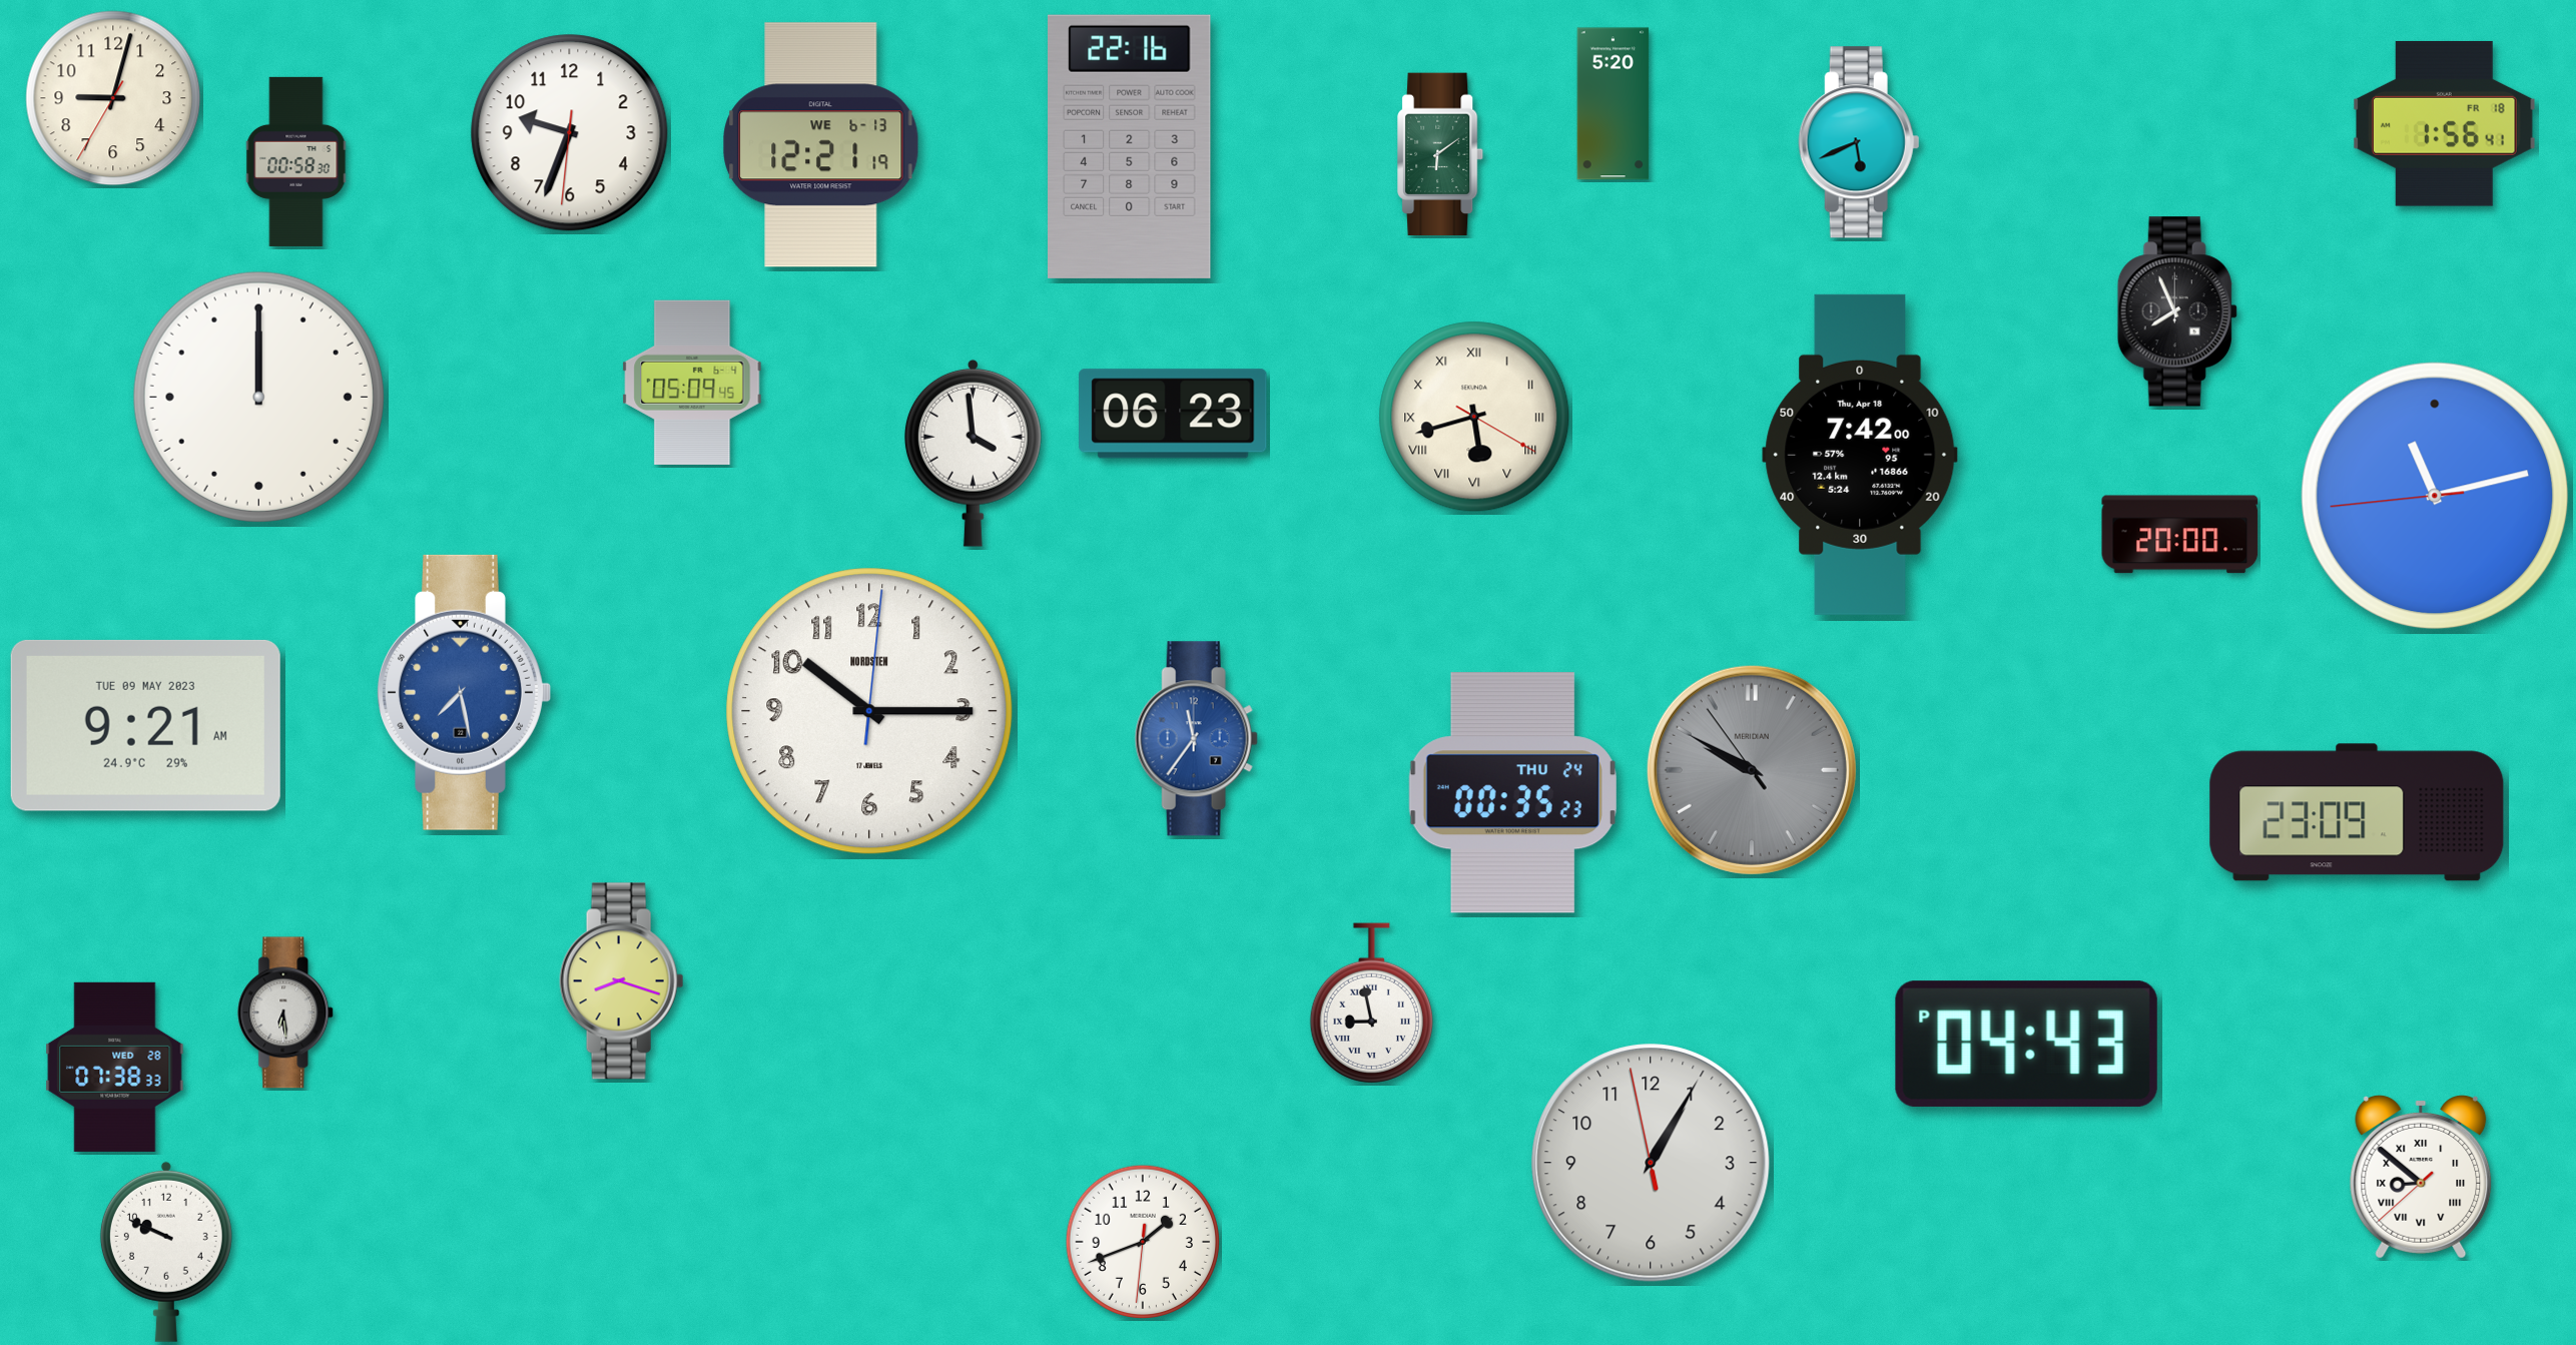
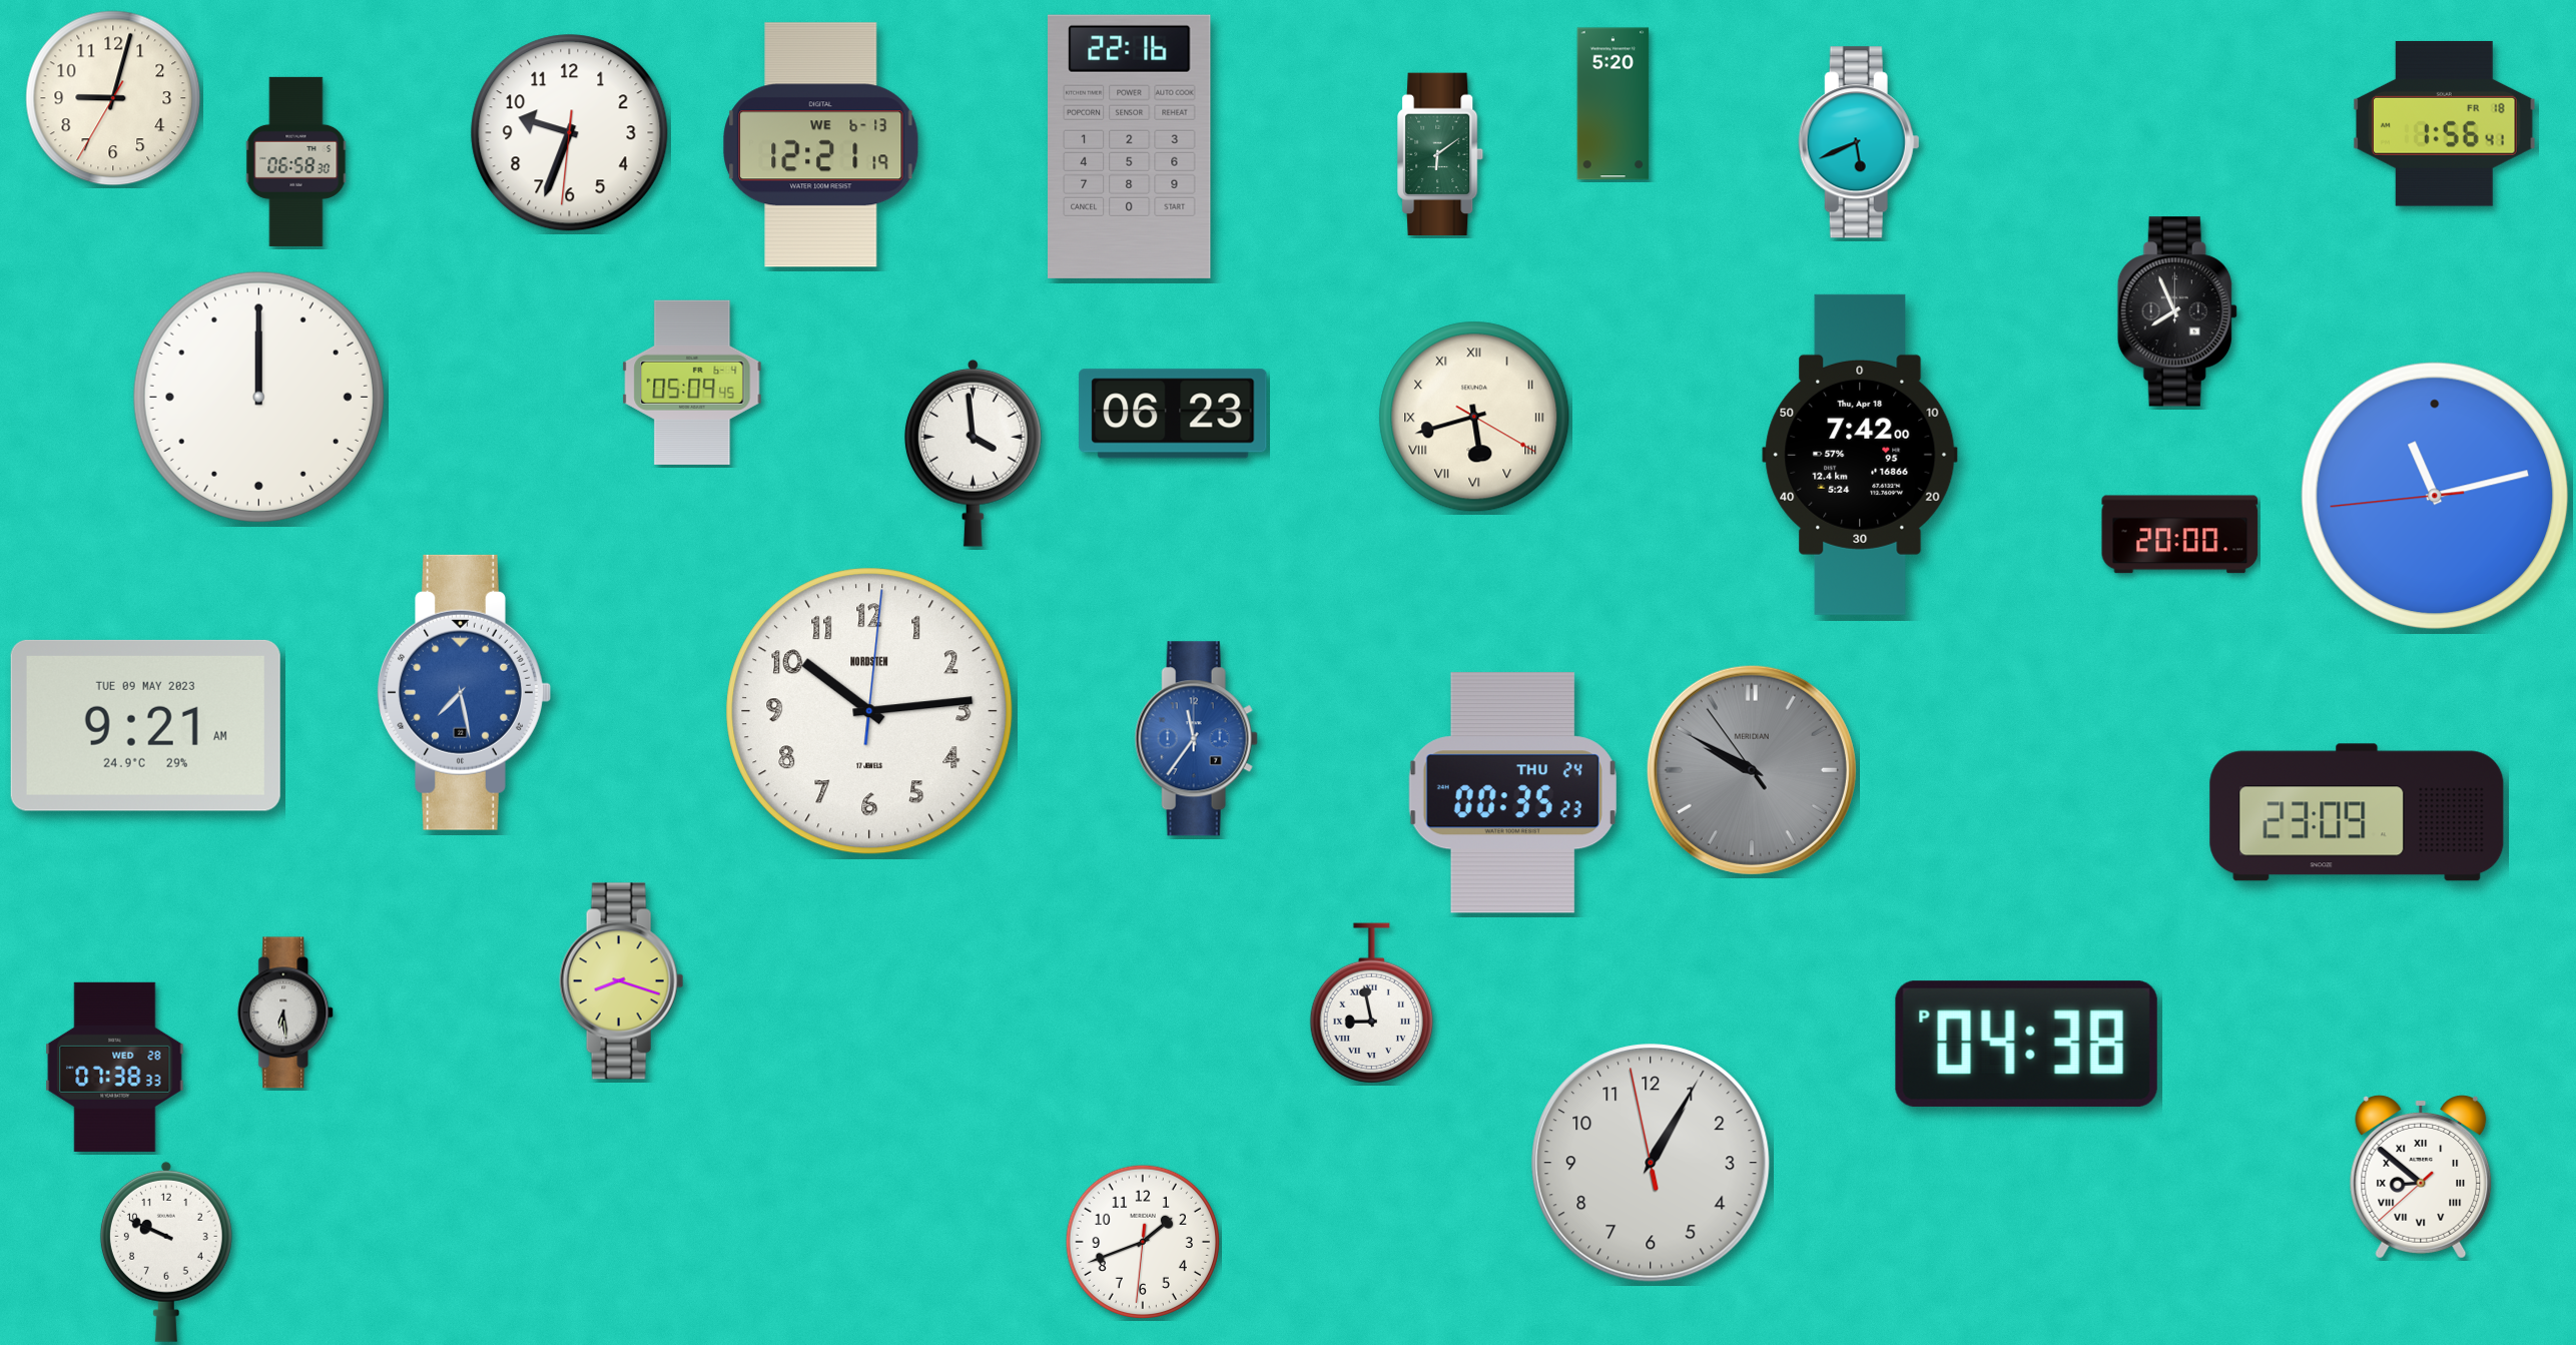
clock at (296, 161): 00:58 -> 06:58
clock at (869, 711): 10:15 -> 10:14
clock at (2026, 1044): 04:43 -> 04:38
